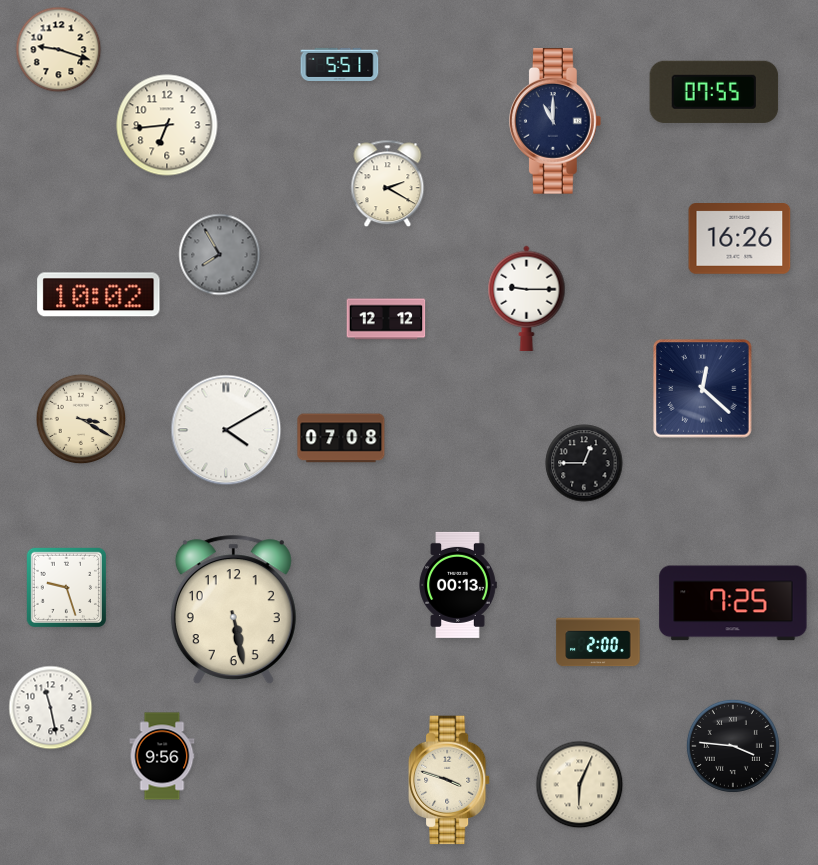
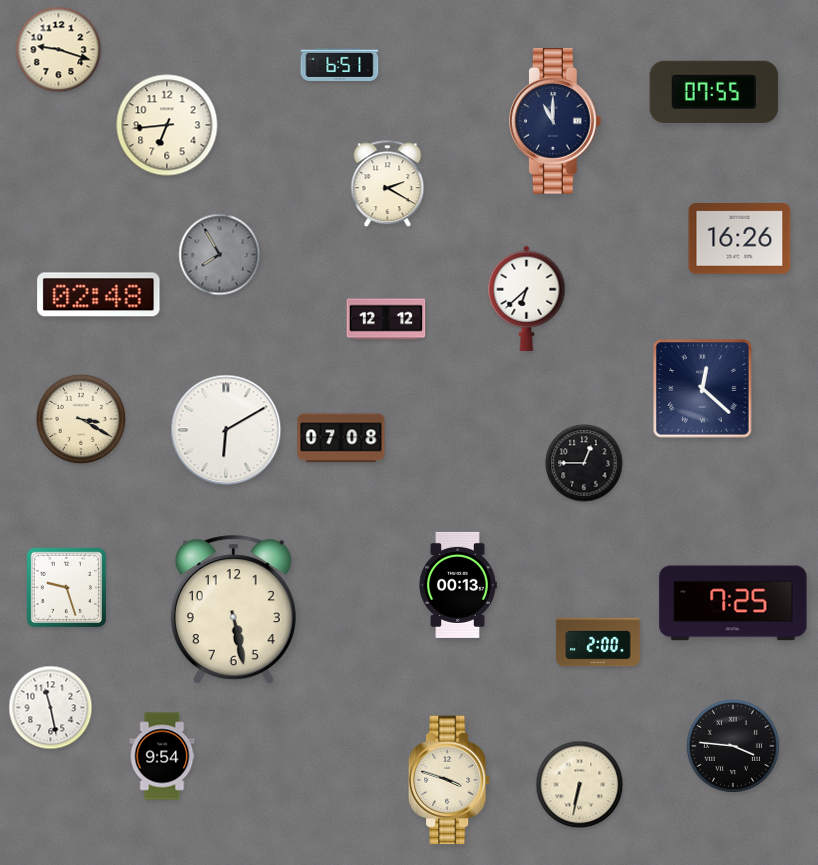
clock at (340, 64): 5:51 -> 6:51
clock at (99, 295): 10:02 -> 02:48
clock at (527, 298): 9:15 -> 6:38
clock at (226, 430): 4:10 -> 6:10
clock at (162, 756): 9:56 -> 9:54
clock at (580, 785): 6:04 -> 6:32
